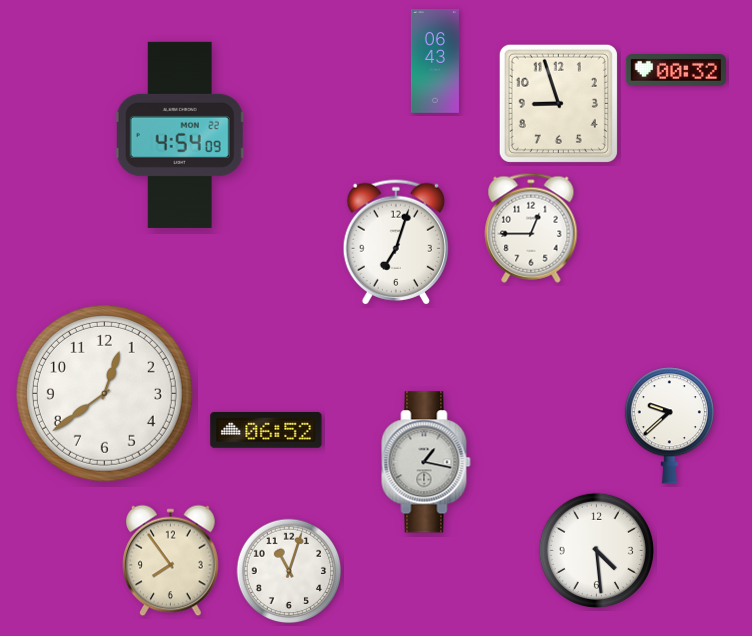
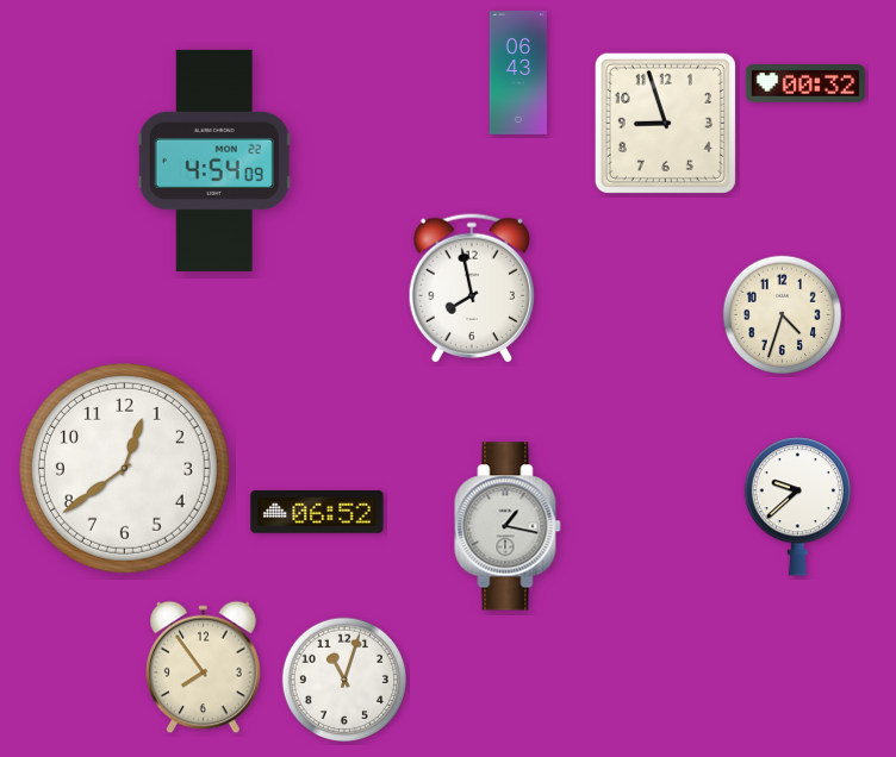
clock at (531, 228): 12:45 -> none
clock at (395, 242): 7:03 -> 7:58
clock at (783, 315): none -> 4:33
clock at (426, 462) position: (426, 462) -> (508, 526)
clock at (596, 550): 4:29 -> none
